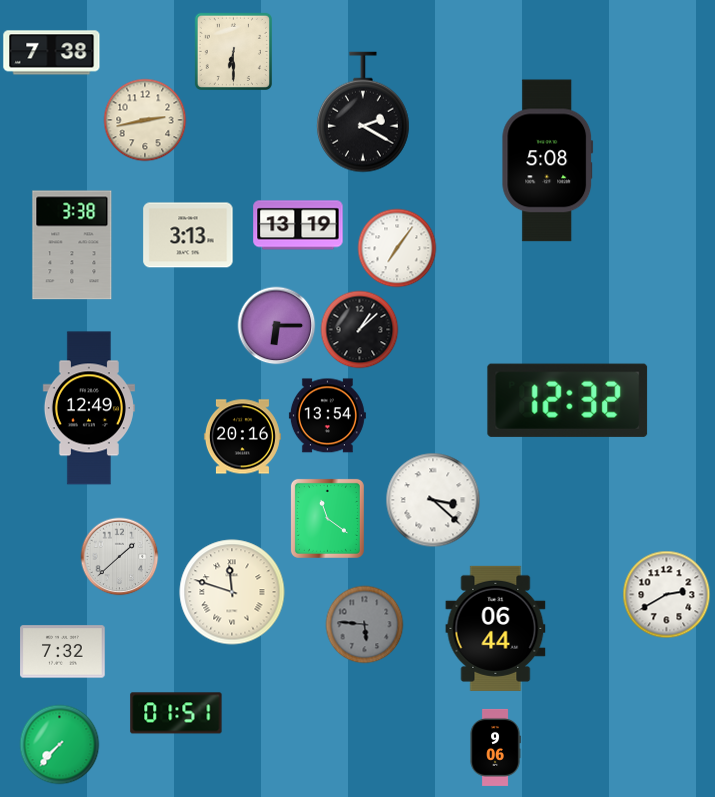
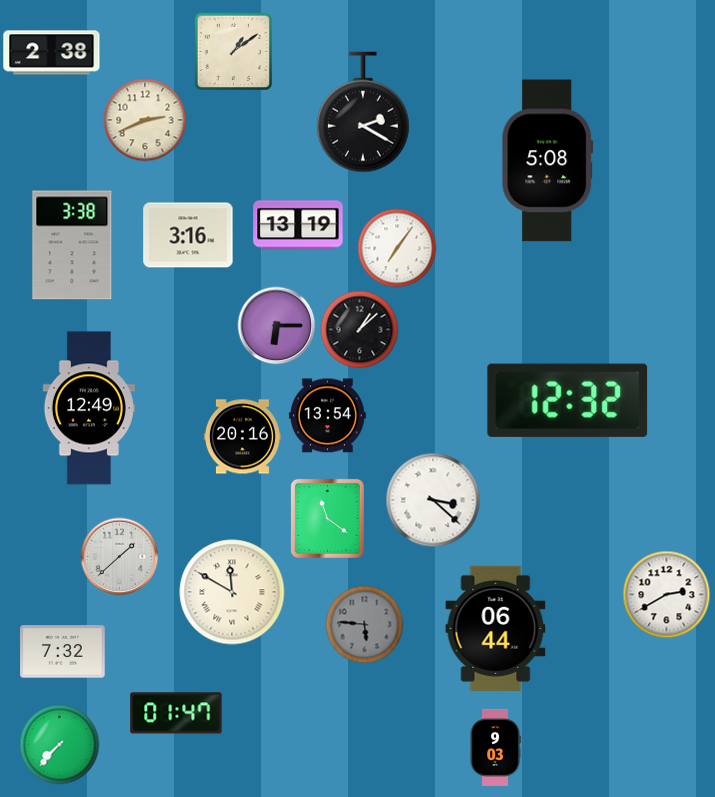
clock at (233, 51): 6:30 -> 1:09
clock at (52, 53): 7:38 -> 2:38
clock at (145, 120): 2:43 -> 2:41
clock at (188, 235): 3:13 -> 3:16
clock at (232, 592): 11:48 -> 11:50
clock at (176, 713): 01:51 -> 01:47
clock at (495, 747): 9:06 -> 9:03
